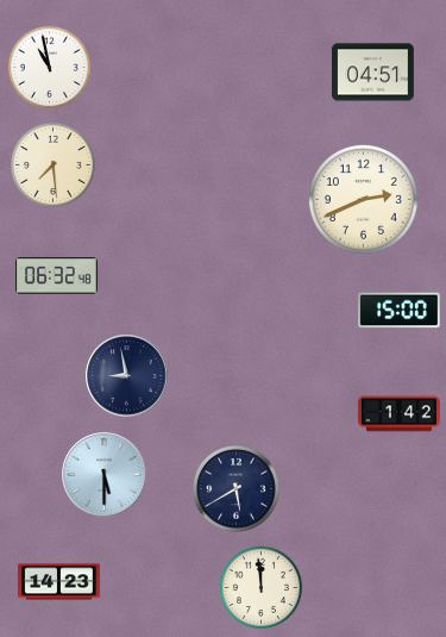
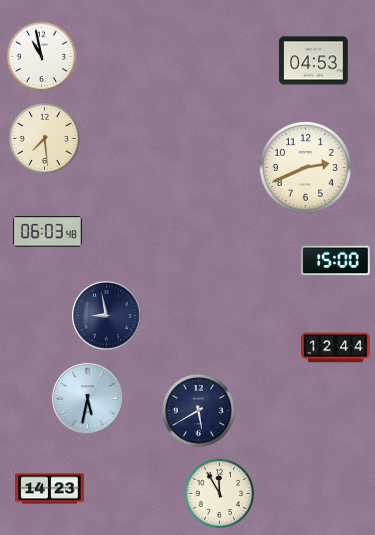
clock at (372, 73): 04:51 -> 04:53
clock at (56, 276): 06:32 -> 06:03
clock at (400, 414): 1:42 -> 12:44
clock at (105, 475): 5:30 -> 5:32
clock at (260, 587): 11:59 -> 11:55
